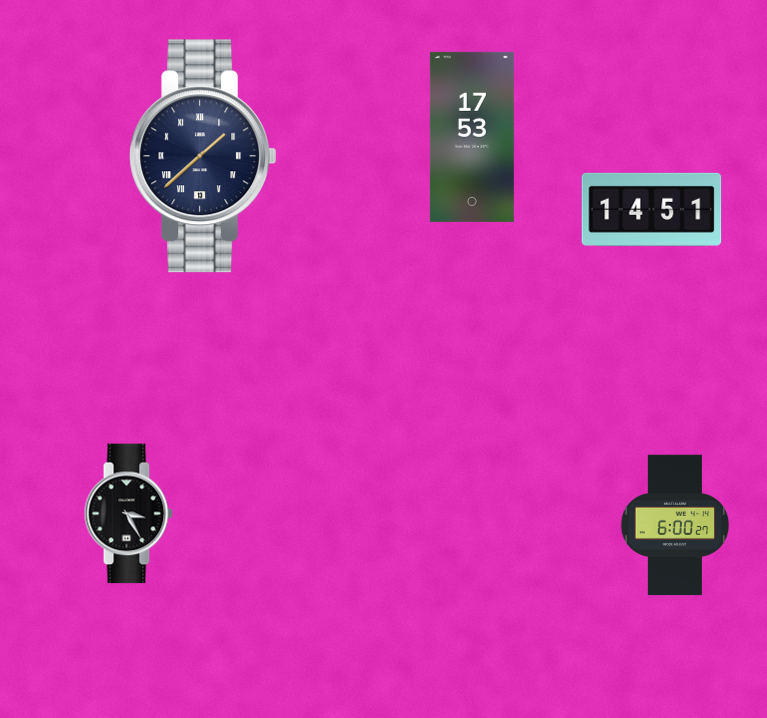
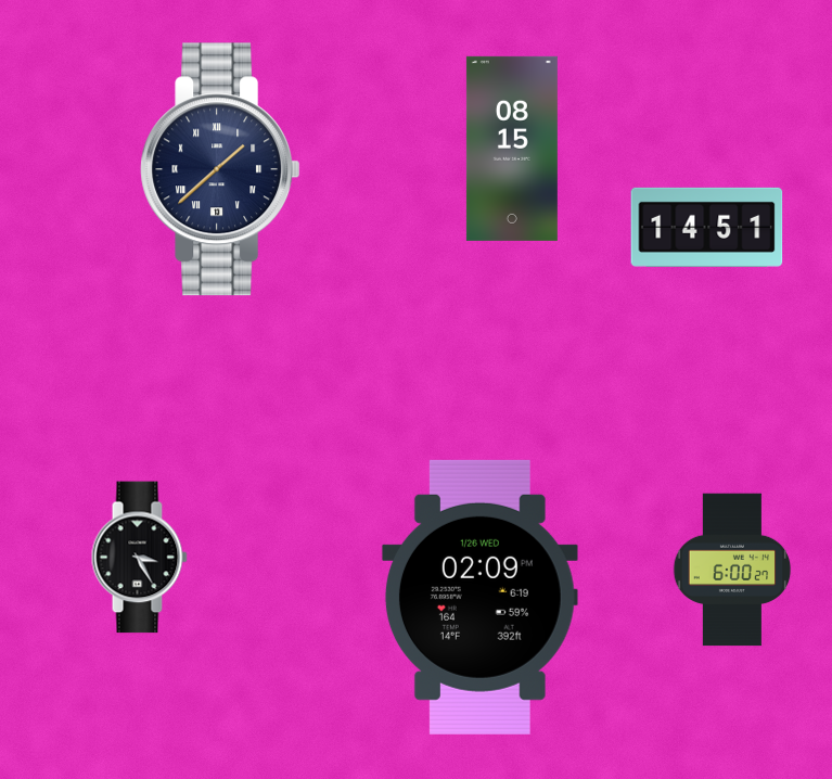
clock at (472, 137): 17:53 -> 08:15
clock at (479, 597): none -> 02:09
